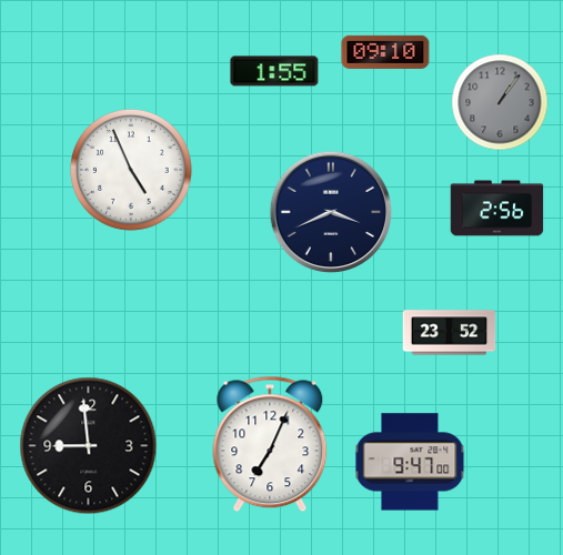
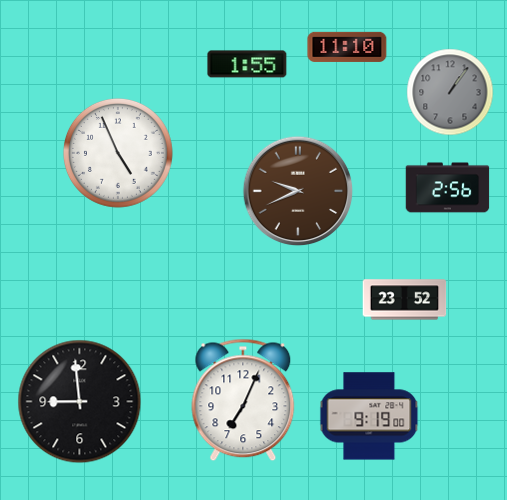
clock at (385, 52): 09:10 -> 11:10
clock at (331, 212): 3:41 -> 9:41
clock at (331, 212) dial: navy -> brown
clock at (410, 462): 9:47 -> 9:19
